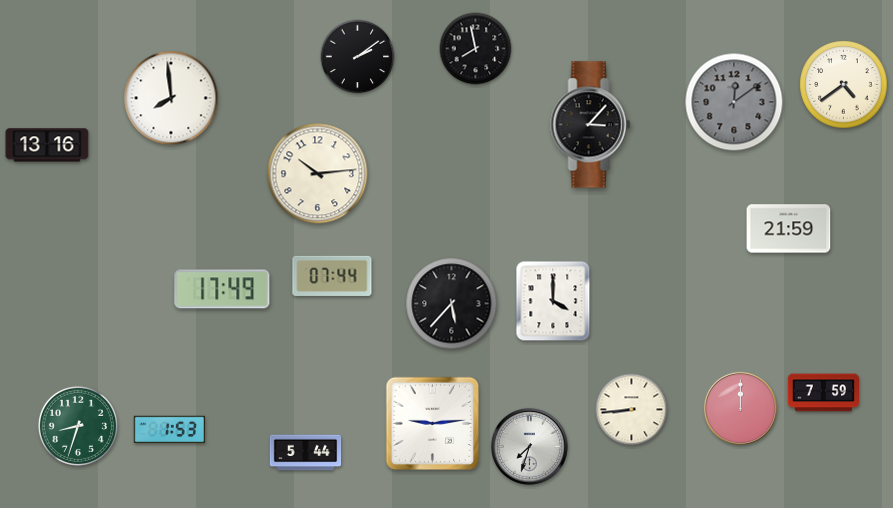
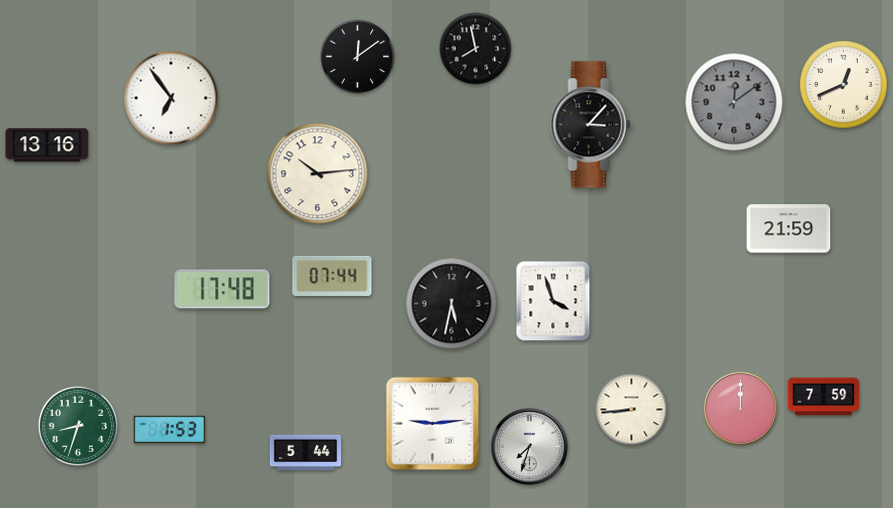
clock at (358, 57): 2:09 -> 12:09
clock at (844, 85): 4:39 -> 12:41
clock at (171, 98): 7:59 -> 6:54
clock at (222, 289): 17:49 -> 17:48
clock at (553, 301): 4:00 -> 3:57
clock at (452, 304): 5:37 -> 5:32
clock at (823, 393) position: (823, 393) -> (823, 397)
